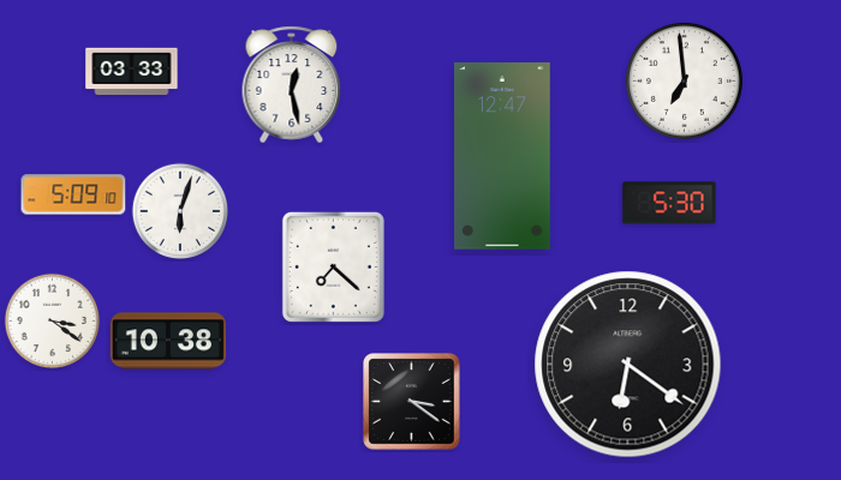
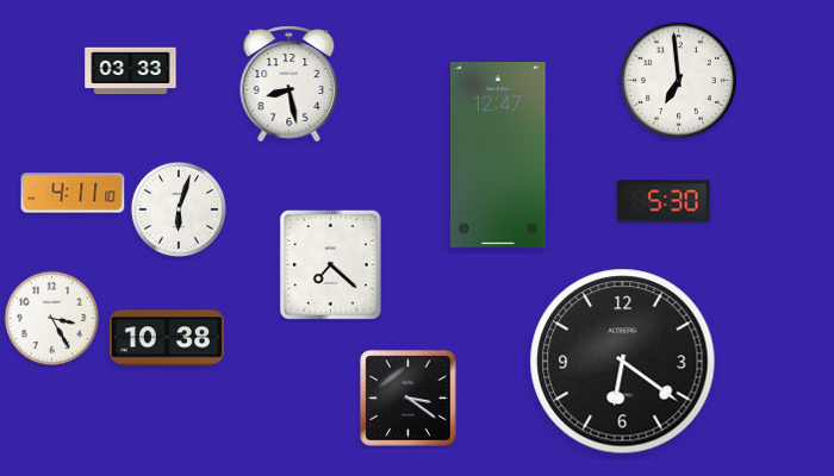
clock at (292, 85): 12:28 -> 8:28
clock at (73, 194): 5:09 -> 4:11
clock at (52, 320): 3:21 -> 3:25
